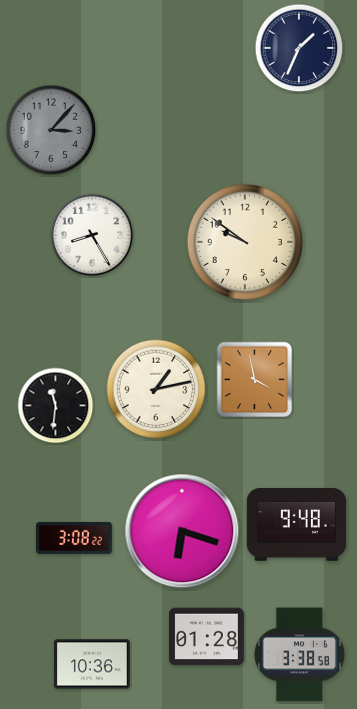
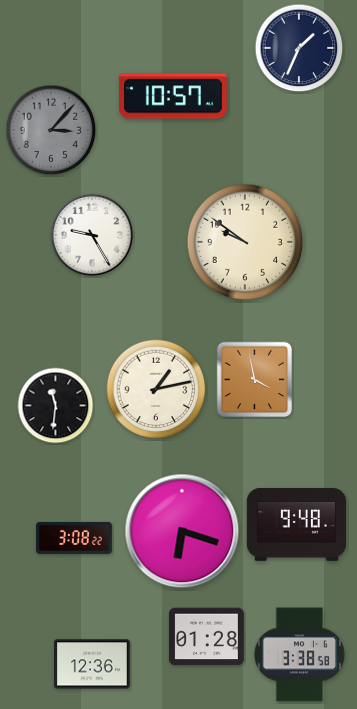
clock at (173, 96): none -> 10:57
clock at (92, 235): 8:25 -> 9:25
clock at (93, 664): 10:36 -> 12:36
